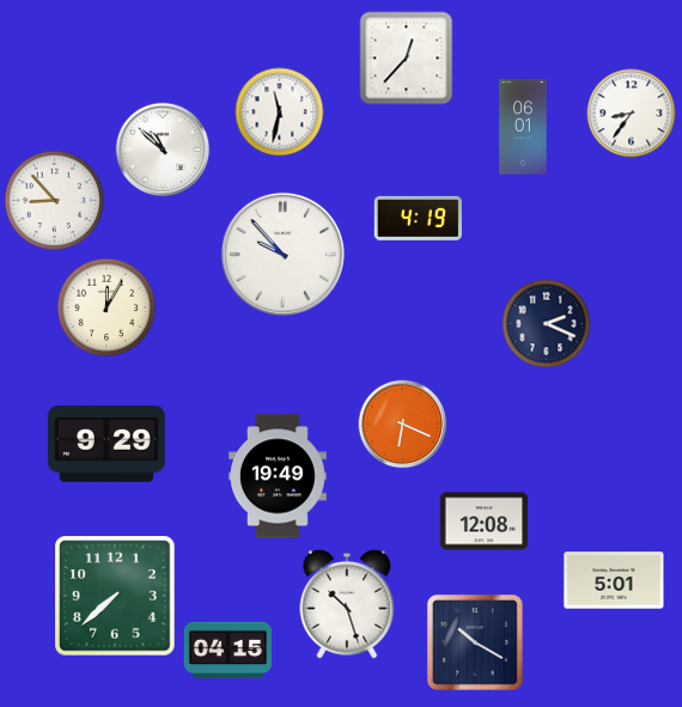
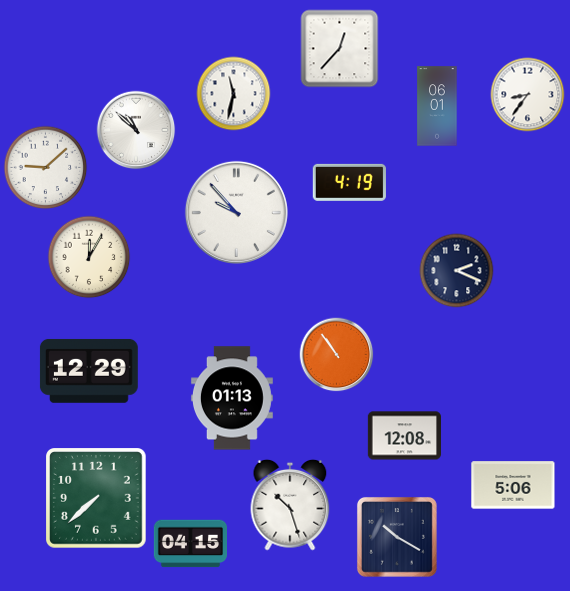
clock at (163, 150) position: (163, 150) -> (136, 130)
clock at (55, 201): 8:53 -> 9:08
clock at (403, 425): 6:19 -> 10:54
clock at (106, 444): 9:29 -> 12:29
clock at (278, 476): 19:49 -> 01:13
clock at (614, 580): 5:01 -> 5:06
